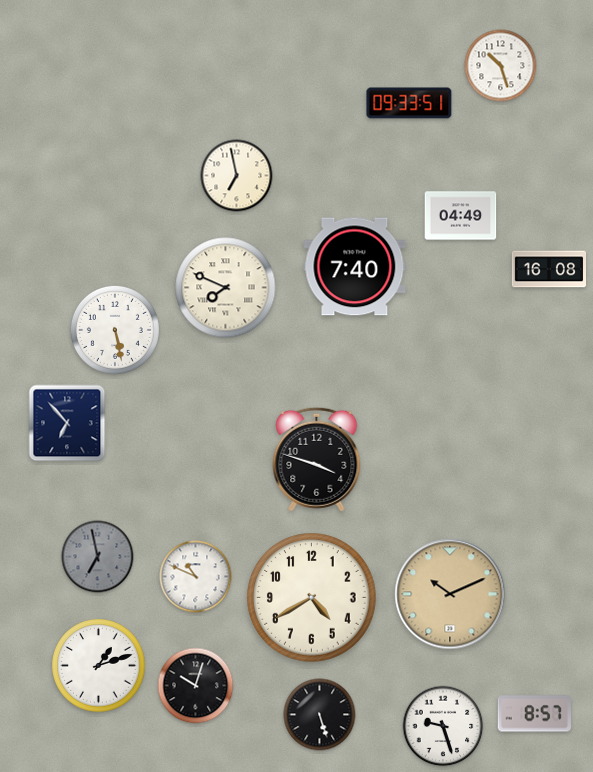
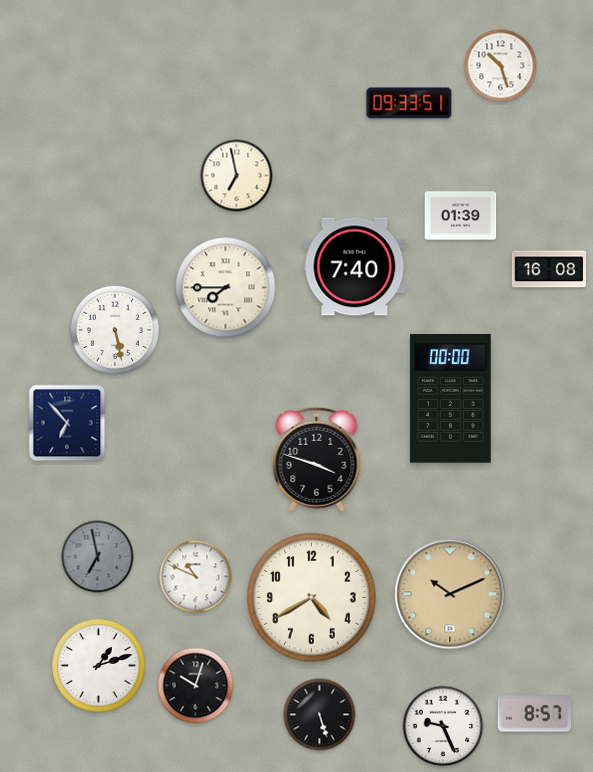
clock at (461, 216): 04:49 -> 01:39
clock at (226, 288): 7:49 -> 7:45
clock at (451, 399): none -> 00:00
clock at (443, 726): 9:27 -> 9:26
